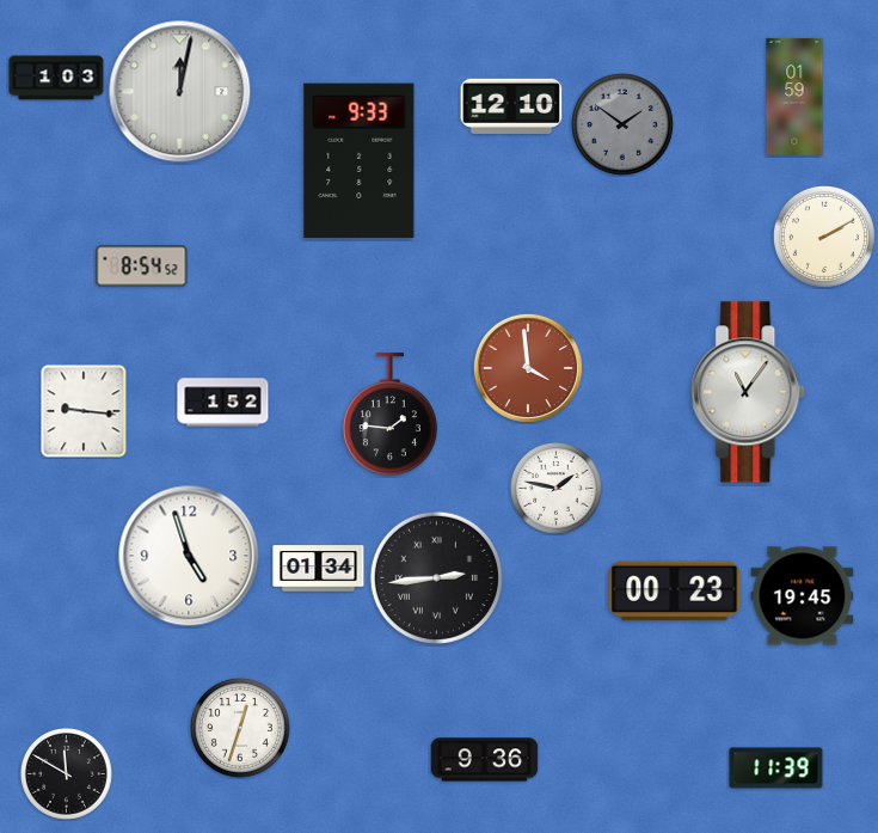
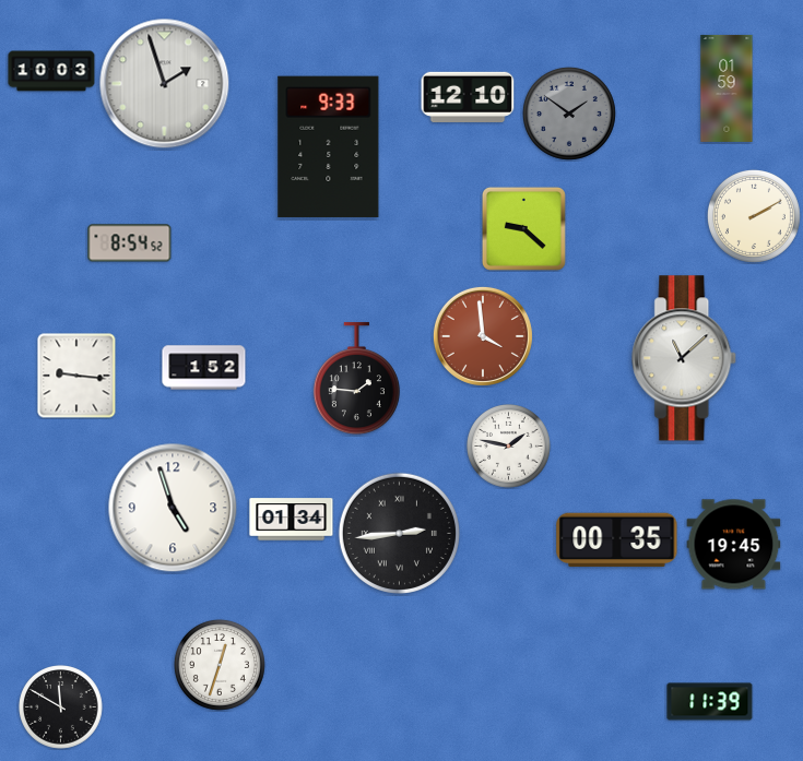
clock at (56, 78): 1:03 -> 10:03
clock at (180, 92): 12:02 -> 1:57
clock at (523, 228): none -> 9:22
clock at (749, 392): 11:06 -> 11:08
clock at (436, 577) position: (436, 577) -> (399, 533)
clock at (675, 592): 00:23 -> 00:35
clock at (485, 760): 9:36 -> none
